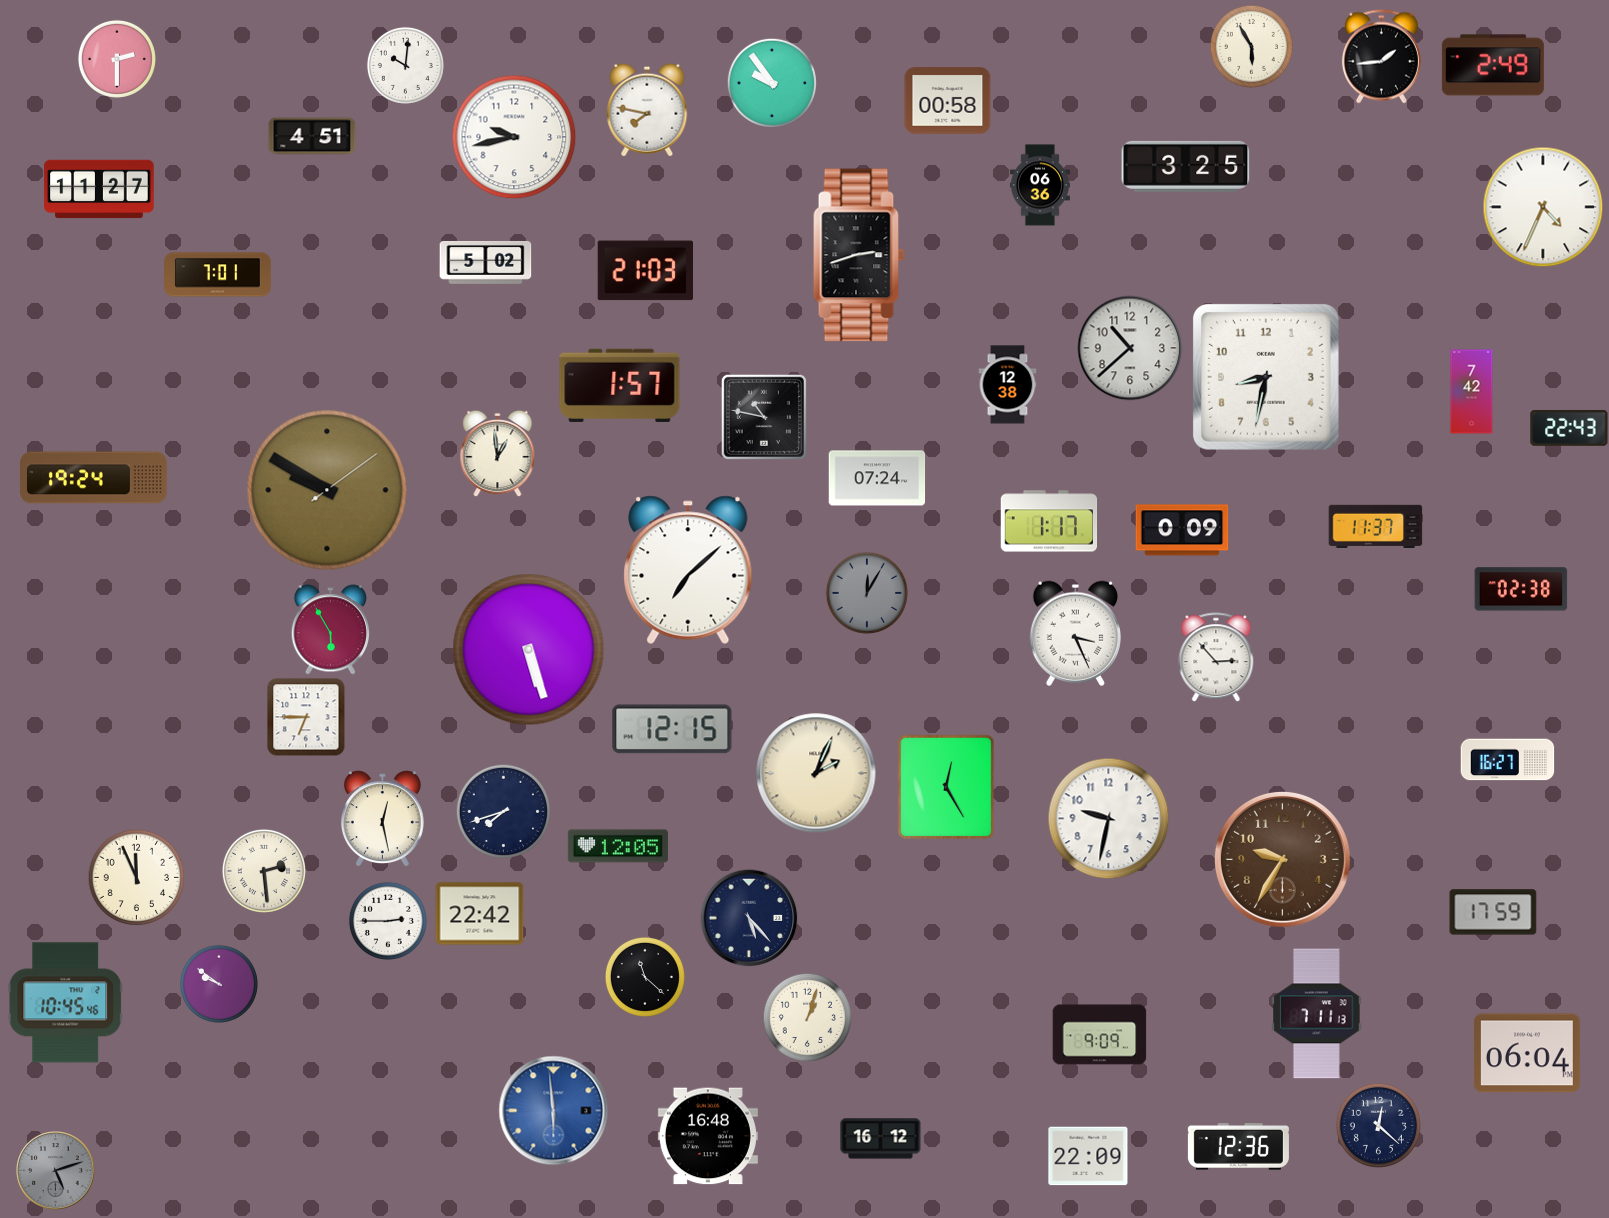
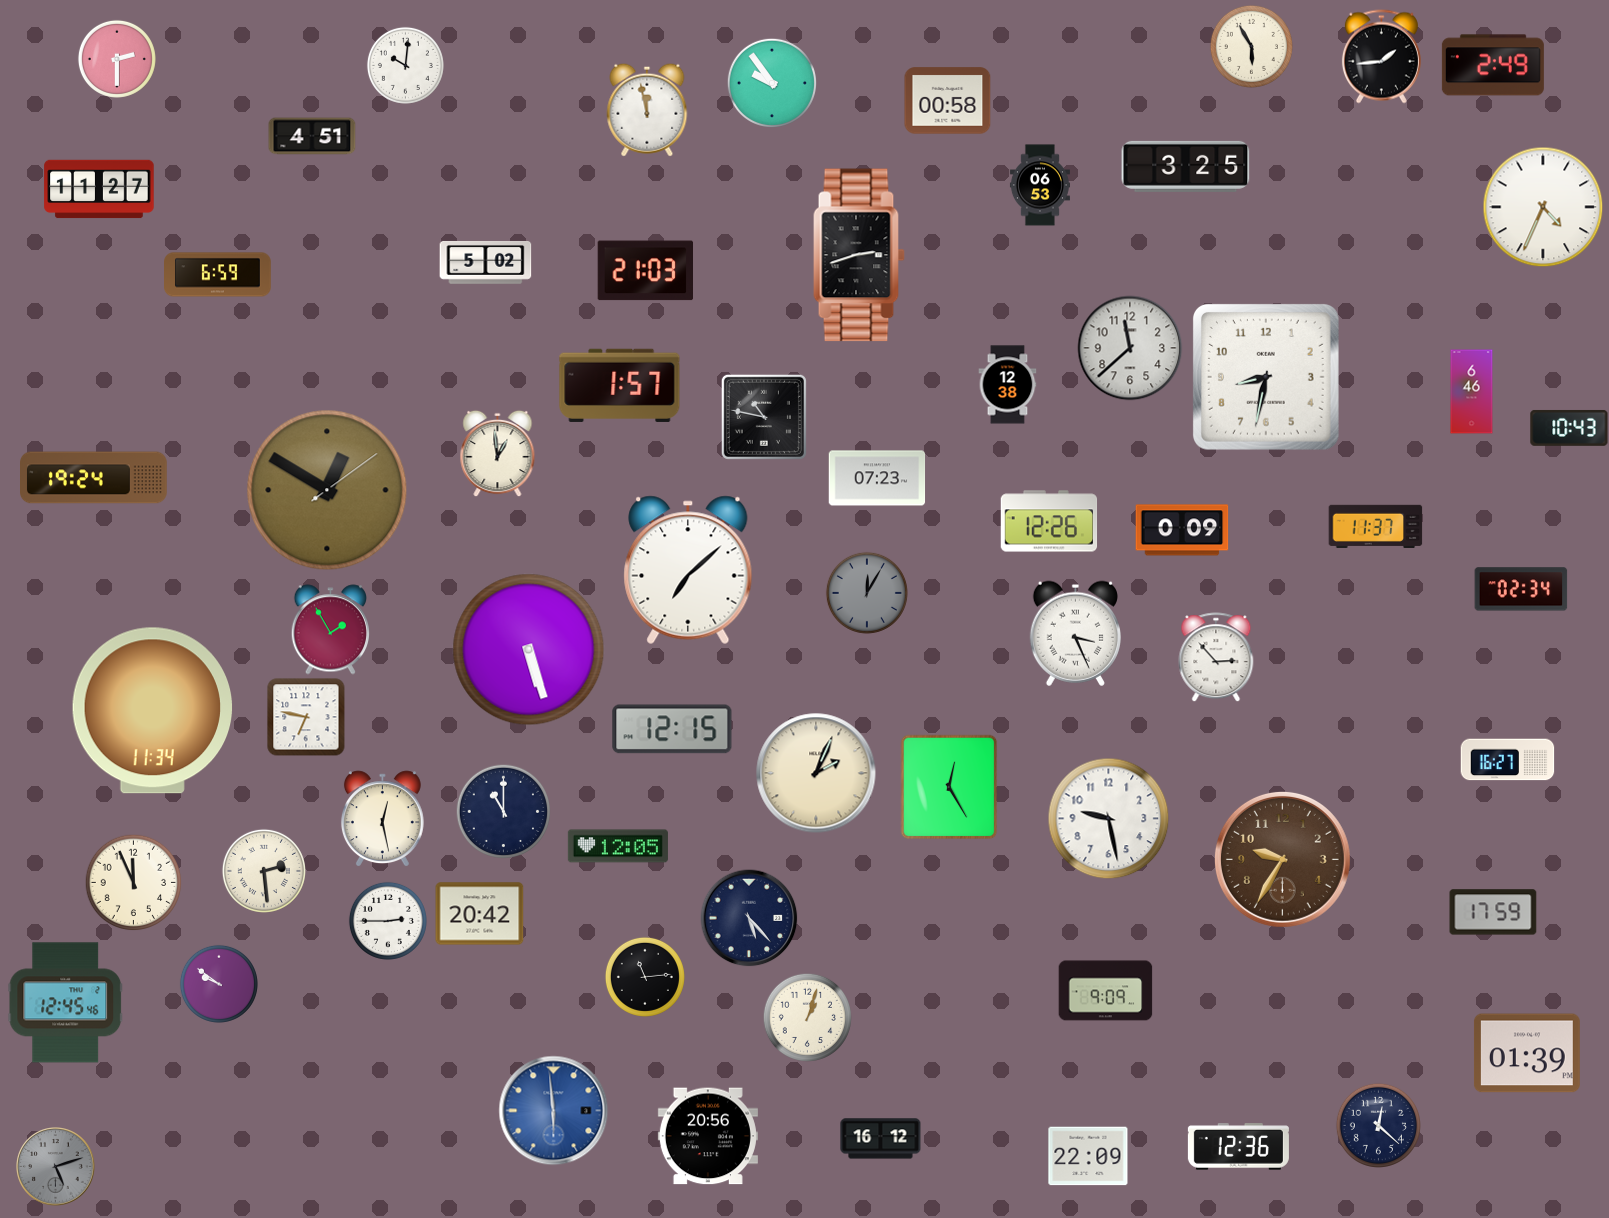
clock at (647, 110): 7:47 -> 11:58
clock at (514, 137): 9:43 -> none
clock at (1040, 185): 06:36 -> 06:53
clock at (218, 275): 7:01 -> 6:59
clock at (1130, 348): 10:38 -> 11:38
clock at (1472, 392): 7:42 -> 6:46
clock at (1569, 428): 22:43 -> 10:43
clock at (877, 478): 07:24 -> 07:23
clock at (327, 490): 9:50 -> 12:50
clock at (1049, 521): 1:17 -> 12:26
clock at (1521, 589): 02:38 -> 02:34
clock at (330, 630): 5:55 -> 1:55
clock at (153, 711): none -> 11:34
clock at (306, 717): 6:45 -> 6:47
clock at (946, 787) position: (946, 787) -> (949, 787)
clock at (503, 811): 7:42 -> 11:00
clock at (1109, 819): 9:32 -> 9:28
clock at (136, 877) position: (136, 877) -> (133, 882)
clock at (480, 914): 22:42 -> 20:42
clock at (645, 977): 11:22 -> 11:14
clock at (66, 1003): 10:45 -> 12:45
clock at (1317, 1014): 7:11 -> none
clock at (1100, 1035) position: (1100, 1035) -> (1106, 991)
clock at (1527, 1053): 06:04 -> 01:39
clock at (708, 1136): 16:48 -> 20:56
clock at (56, 1171) position: (56, 1171) -> (56, 1167)
